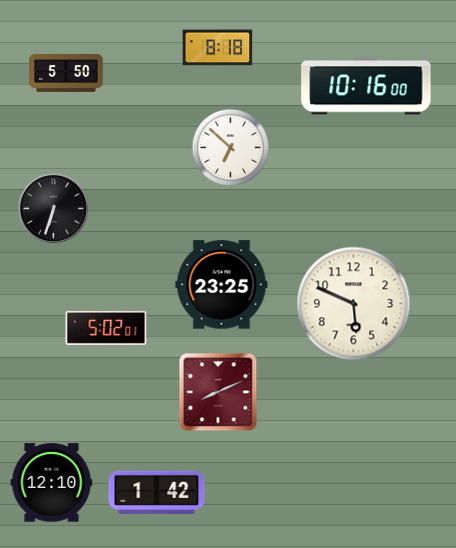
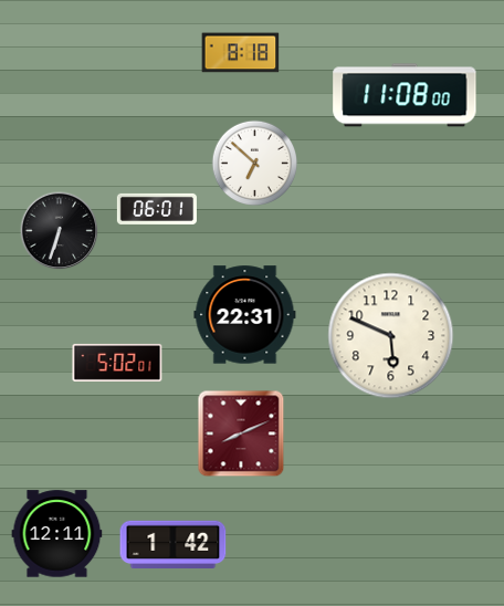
clock at (67, 73): 5:50 -> none
clock at (366, 86): 10:16 -> 11:08
clock at (157, 209): none -> 06:01
clock at (222, 285): 23:25 -> 22:31
clock at (52, 483): 12:10 -> 12:11
